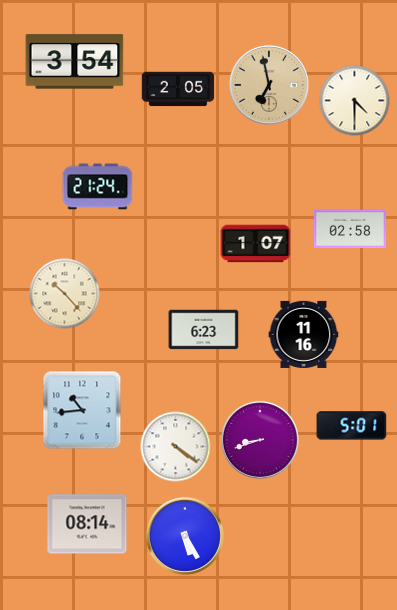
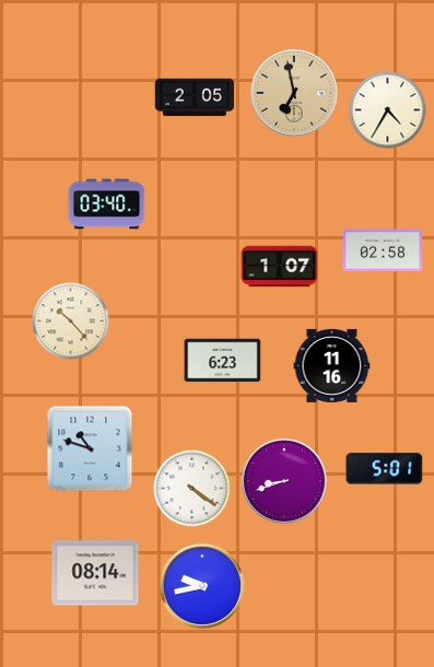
clock at (75, 62): 3:54 -> none
clock at (355, 101): 4:30 -> 4:35
clock at (98, 187): 21:24 -> 03:40
clock at (82, 410): 10:44 -> 10:48
clock at (352, 426) position: (352, 426) -> (385, 469)
clock at (185, 536): 5:25 -> 9:43
